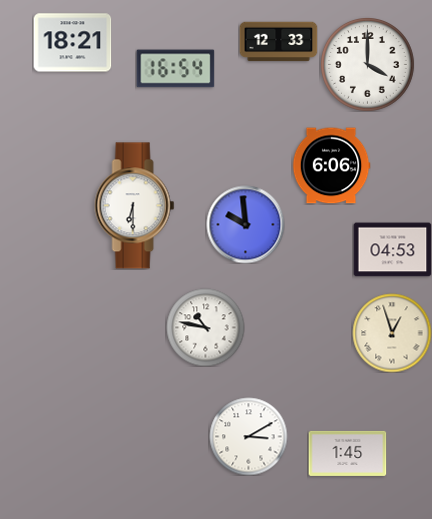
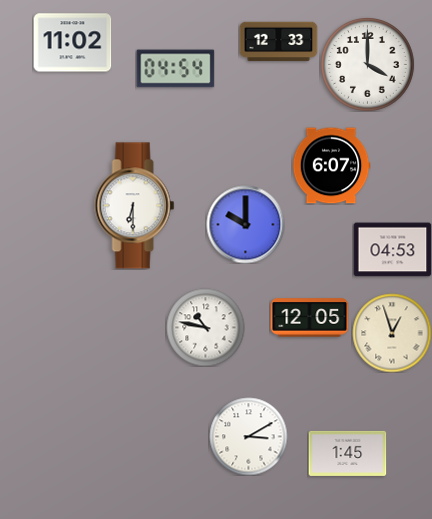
clock at (72, 43): 18:21 -> 11:02
clock at (175, 69): 16:54 -> 04:54
clock at (331, 166): 6:06 -> 6:07
clock at (245, 224): 9:59 -> 10:00
clock at (309, 318): none -> 12:05
